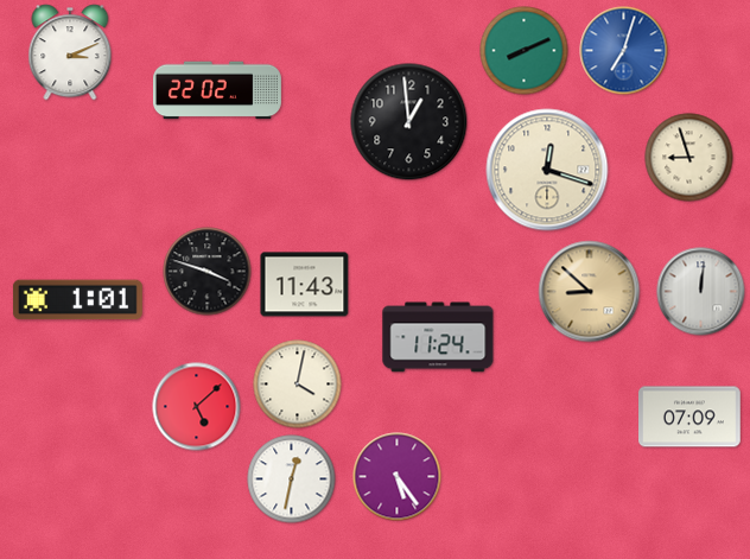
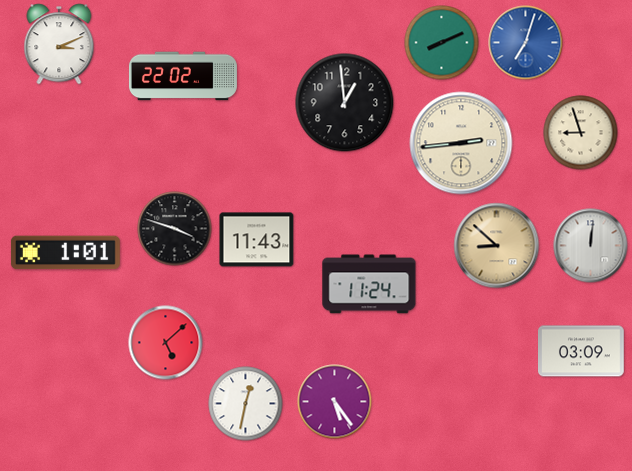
clock at (547, 170): 12:18 -> 2:44
clock at (298, 385): 4:02 -> none
clock at (691, 417): 07:09 -> 03:09
